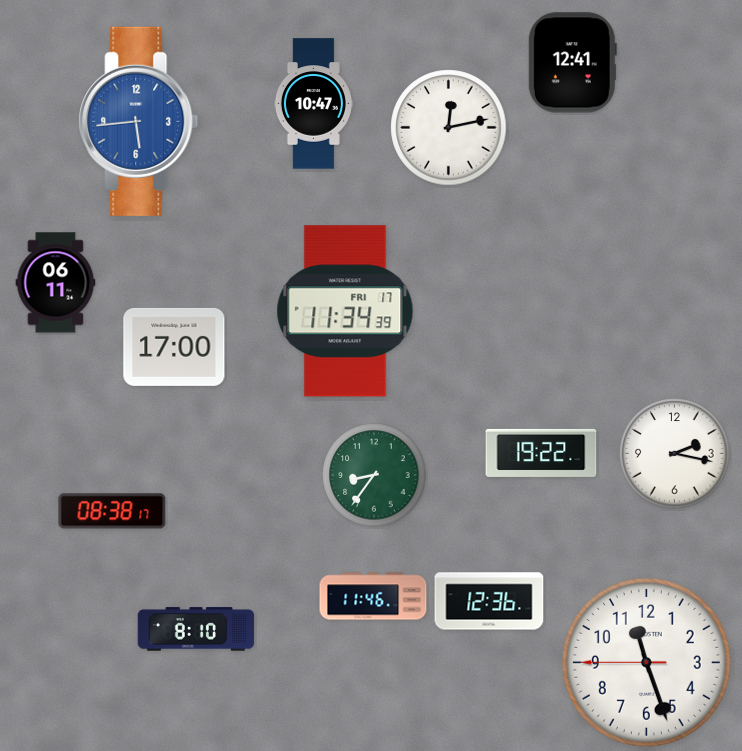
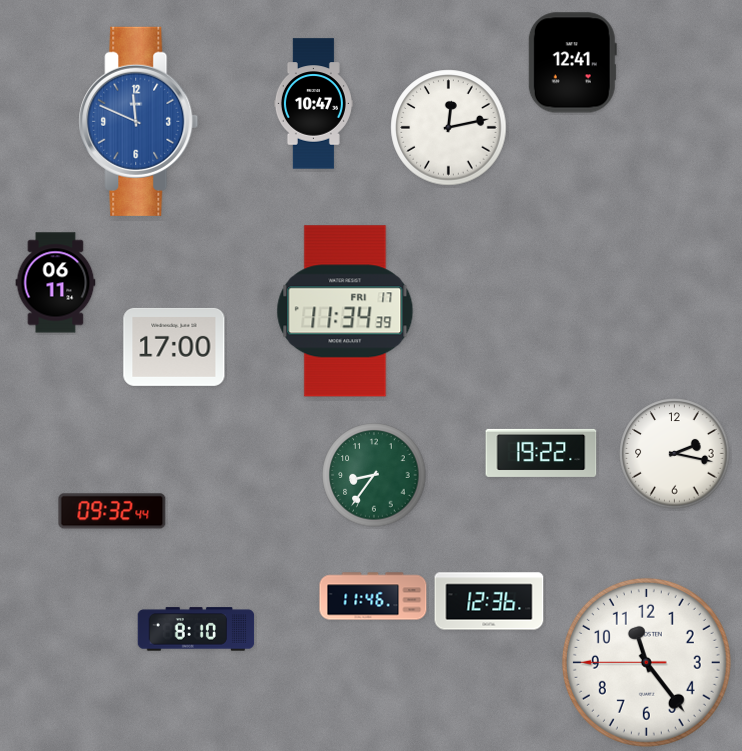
clock at (139, 121): 5:44 -> 11:49
clock at (112, 511): 08:38 -> 09:32
clock at (646, 662): 11:26 -> 11:23
